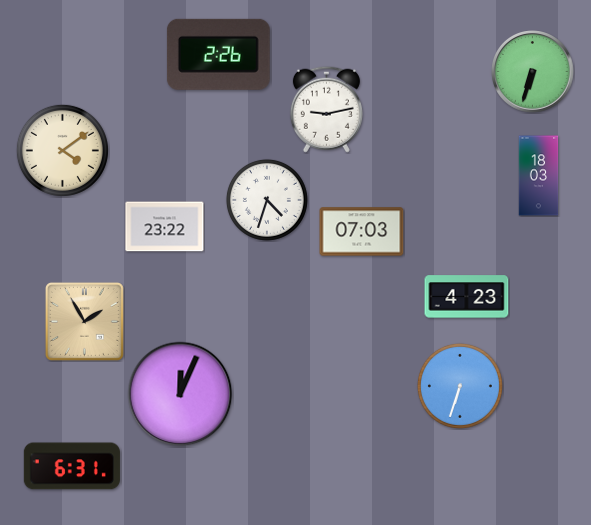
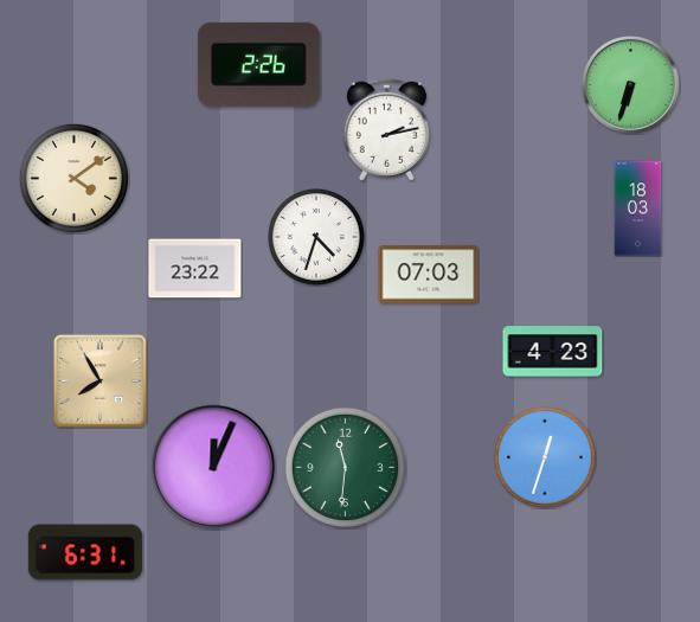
clock at (326, 109): 9:13 -> 2:13
clock at (84, 321): 1:55 -> 7:55
clock at (460, 386): 6:33 -> 12:33
clock at (345, 467): none -> 11:31
